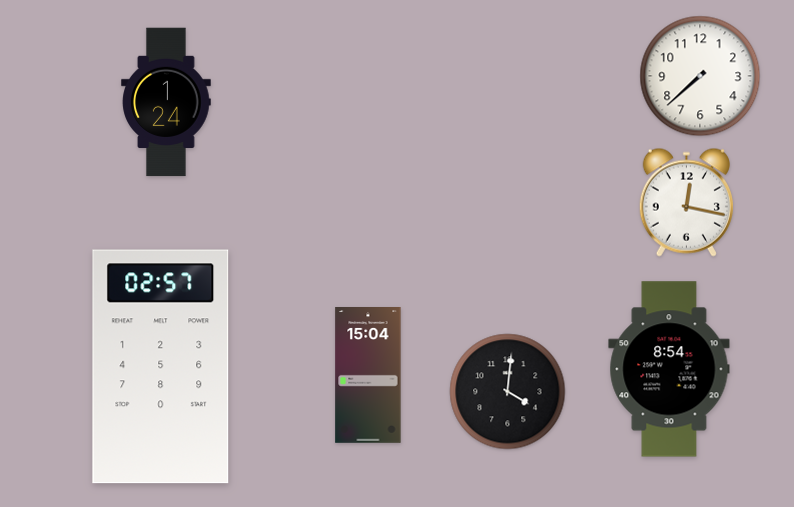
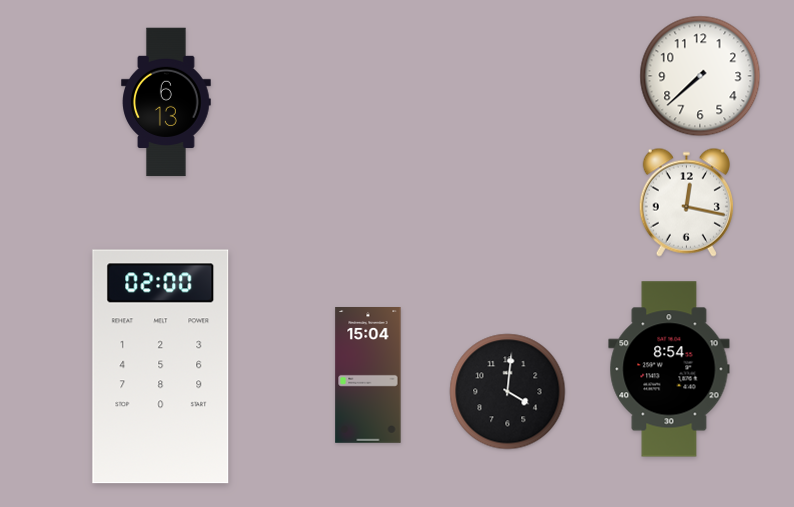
clock at (166, 102): 1:24 -> 6:13
clock at (161, 367): 02:57 -> 02:00
